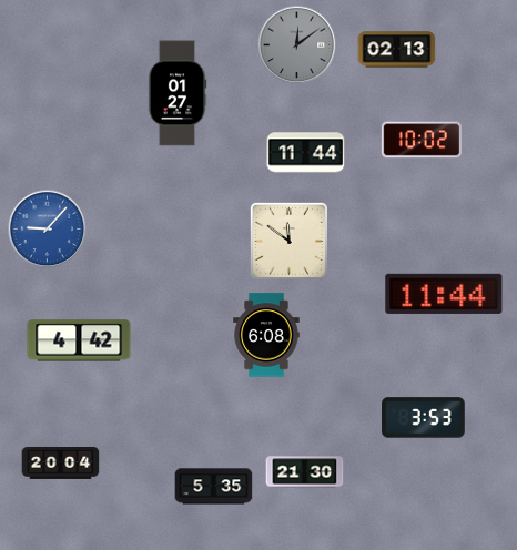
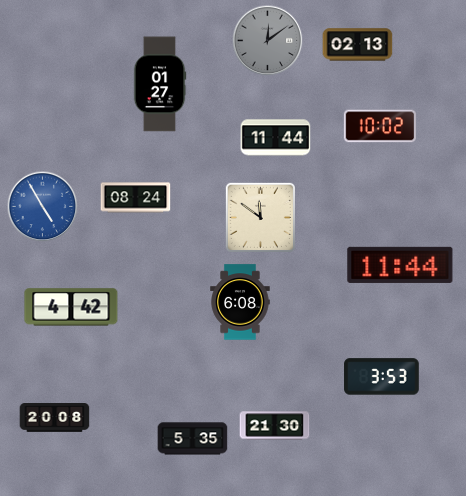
clock at (136, 198): none -> 08:24
clock at (48, 230): 9:07 -> 4:55
clock at (61, 464): 20:04 -> 20:08
